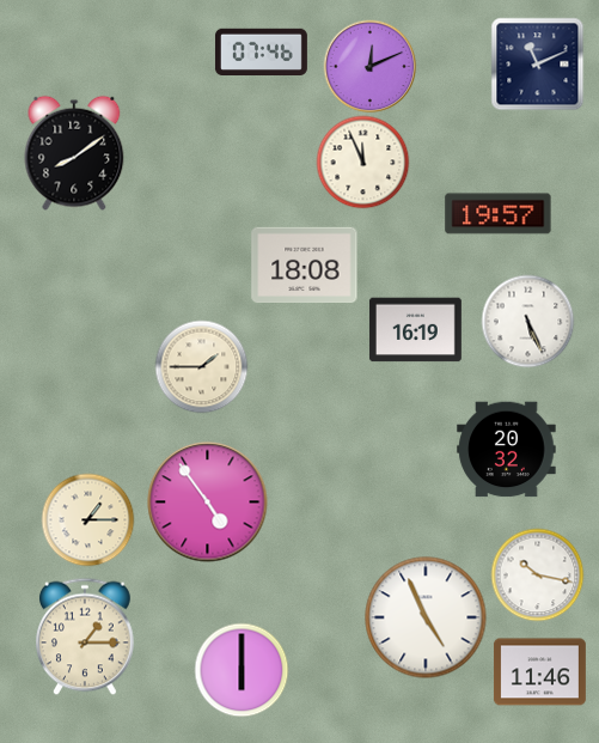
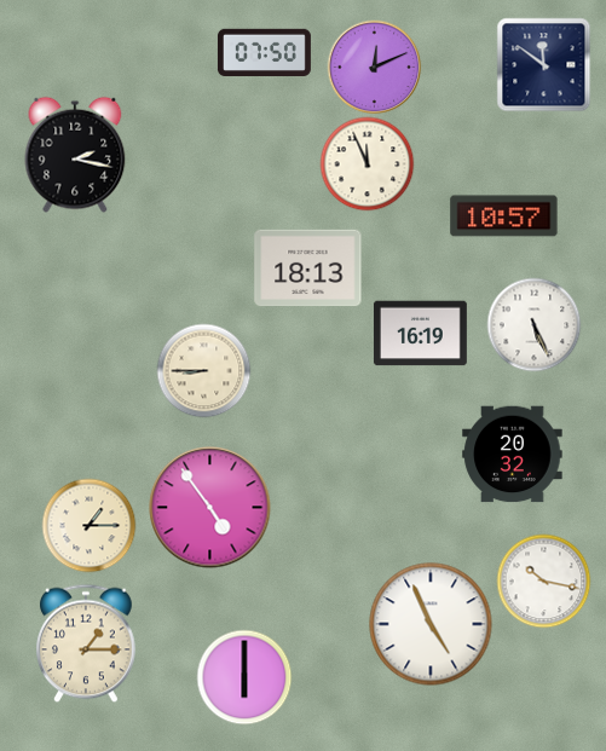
clock at (261, 53): 07:46 -> 07:50
clock at (537, 63): 11:11 -> 11:51
clock at (74, 153): 8:09 -> 2:17
clock at (499, 214): 19:57 -> 10:57
clock at (305, 266): 18:08 -> 18:13
clock at (201, 366): 1:45 -> 8:45
clock at (539, 672): 11:46 -> none
